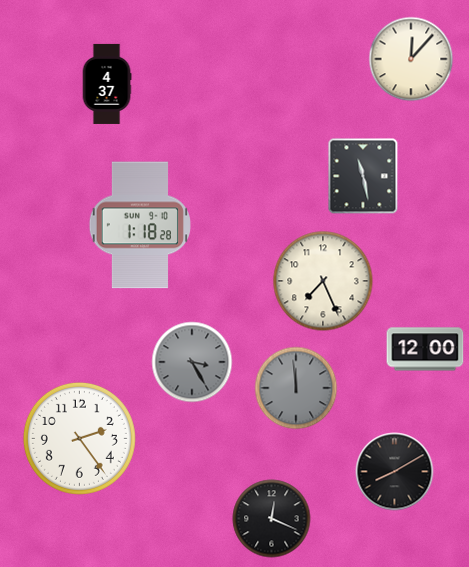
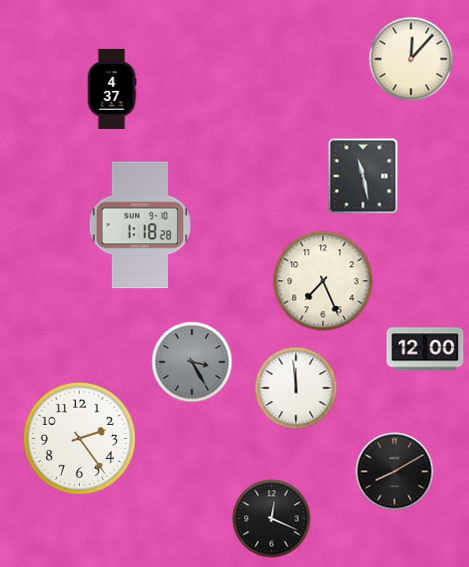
clock at (107, 84) position: (107, 84) -> (112, 89)
clock at (296, 388) dial: grey -> white
